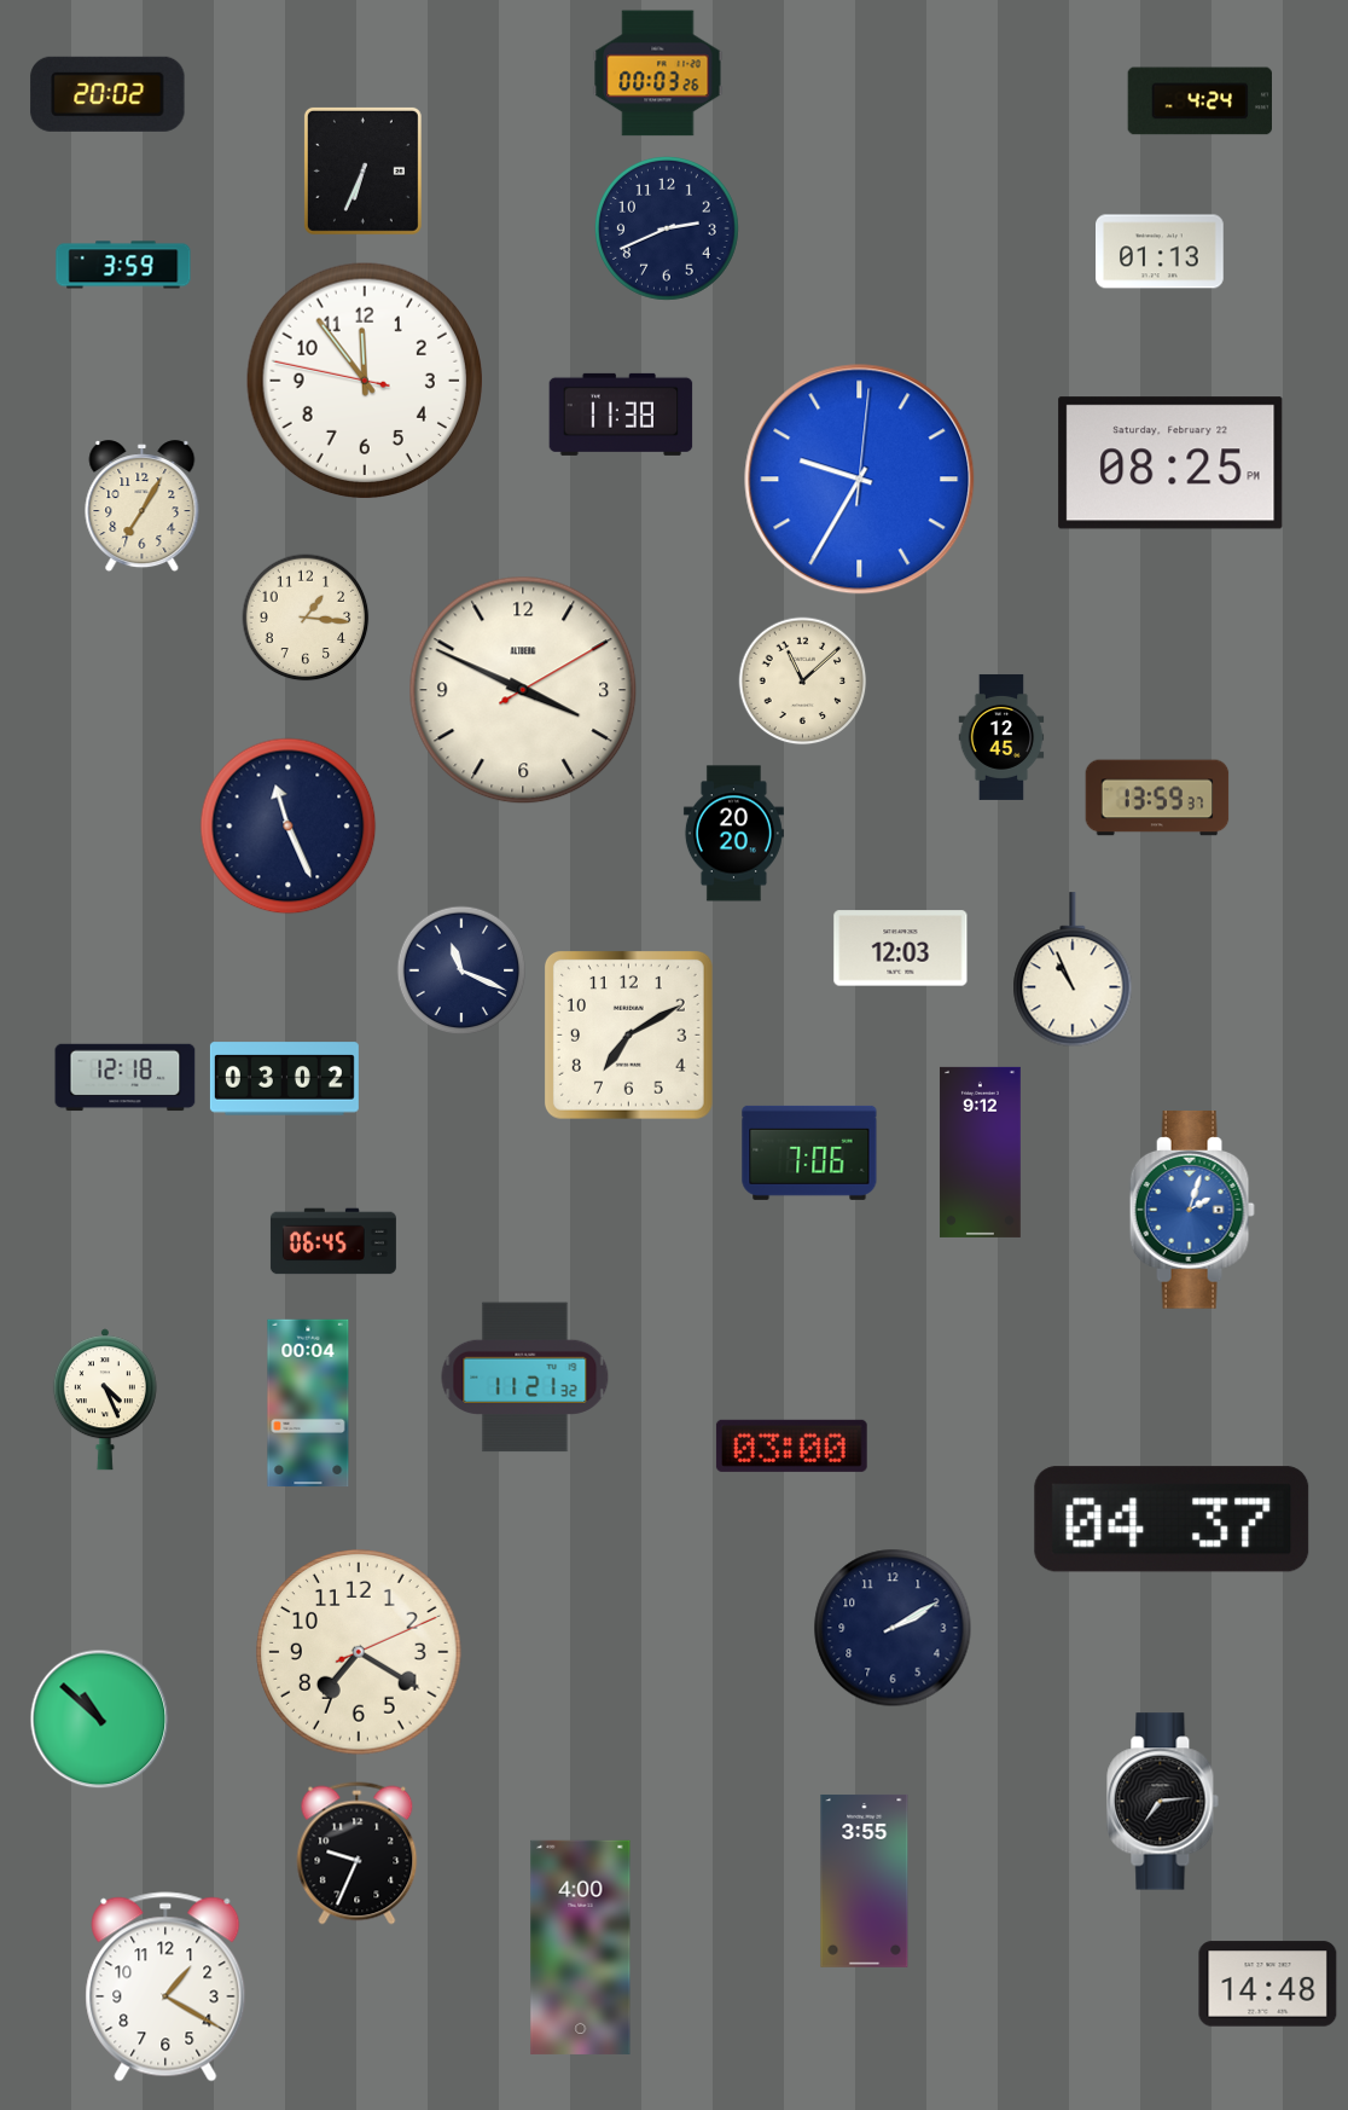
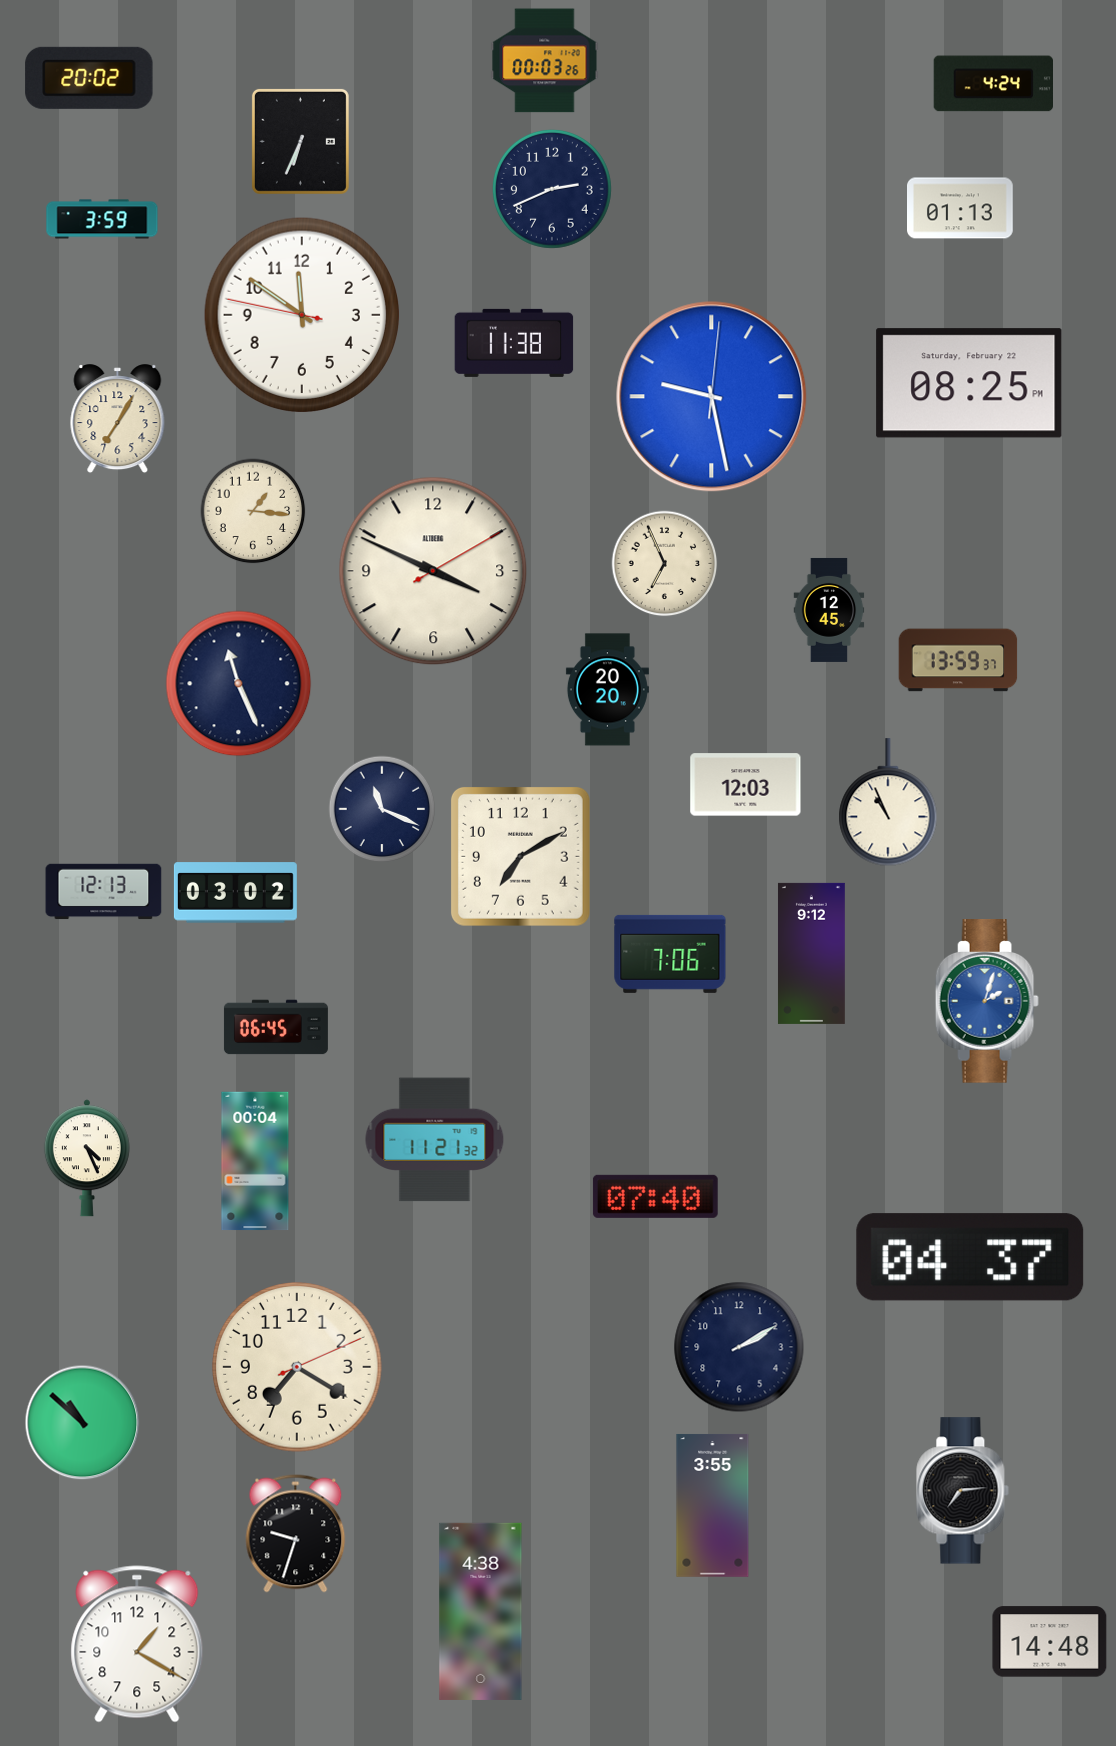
clock at (364, 379): 11:53 -> 11:50
clock at (860, 480): 9:35 -> 9:28
clock at (803, 682): 11:08 -> 6:56
clock at (461, 970) position: (461, 970) -> (382, 809)
clock at (126, 1078): 12:18 -> 12:13
clock at (791, 1445): 03:00 -> 07:40
clock at (358, 1854): 9:34 -> 9:33
clock at (865, 1880) position: (865, 1880) -> (713, 1505)
clock at (581, 1947): 4:00 -> 4:38
